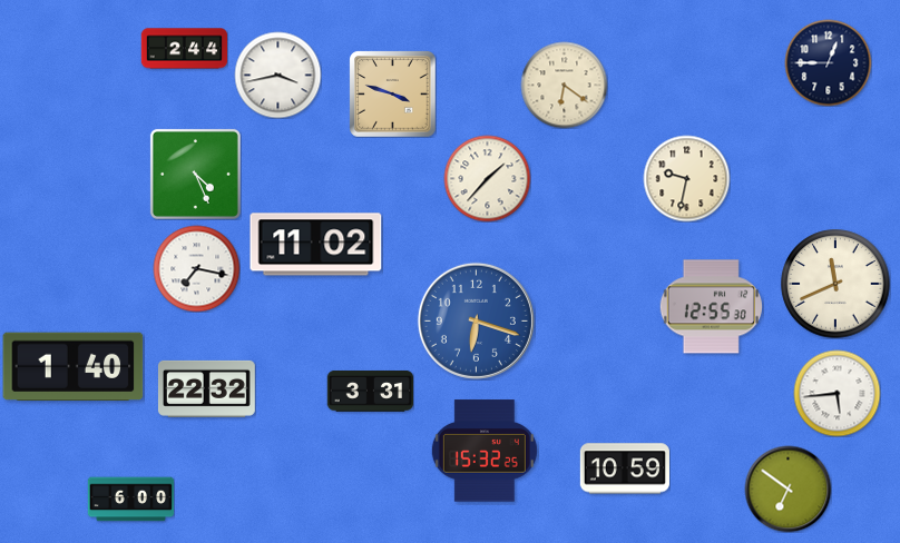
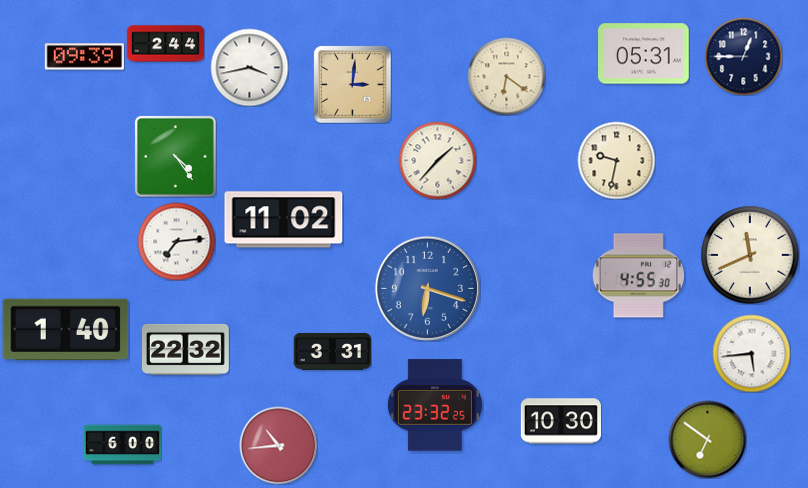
clock at (644, 54): none -> 05:31
clock at (84, 57): none -> 09:39
clock at (392, 93): 3:48 -> 3:01
clock at (195, 174): 4:26 -> 4:24
clock at (196, 268): 7:17 -> 7:14
clock at (711, 307): 12:55 -> 4:55
clock at (485, 451): 15:32 -> 23:32
clock at (625, 468): 10:59 -> 10:30
clock at (278, 445): none -> 10:44
clock at (130, 500) position: (130, 500) -> (122, 445)
